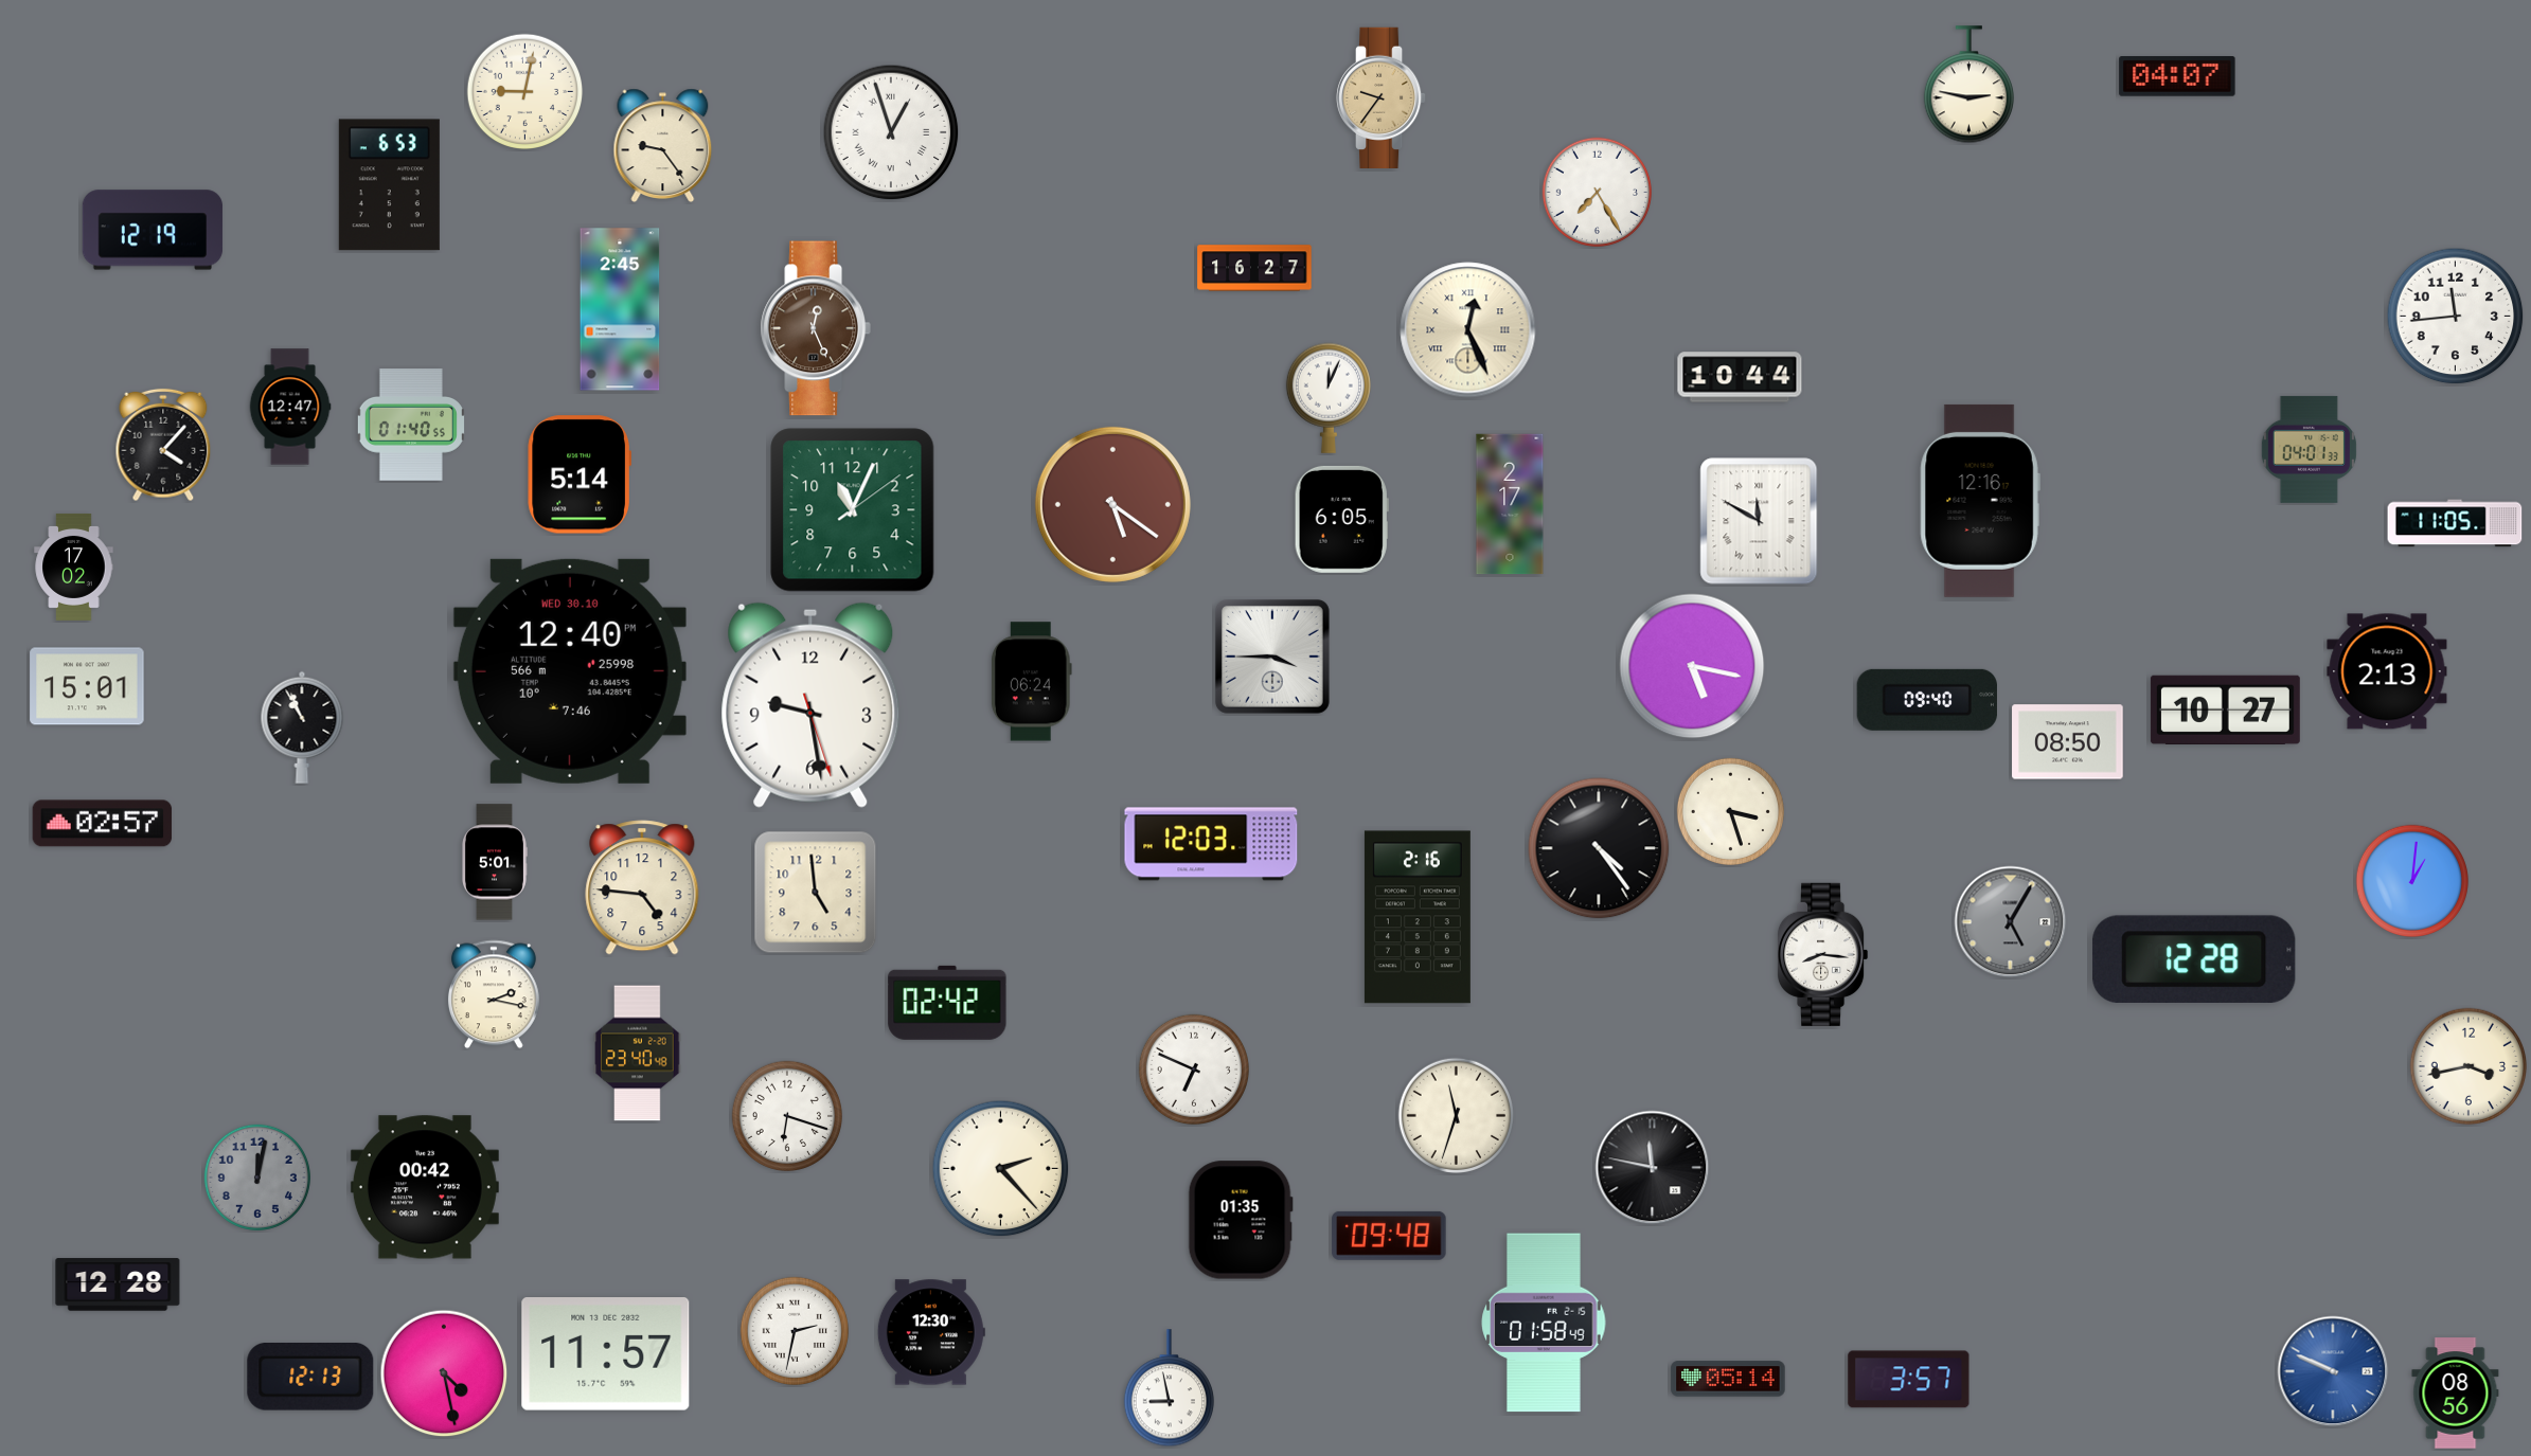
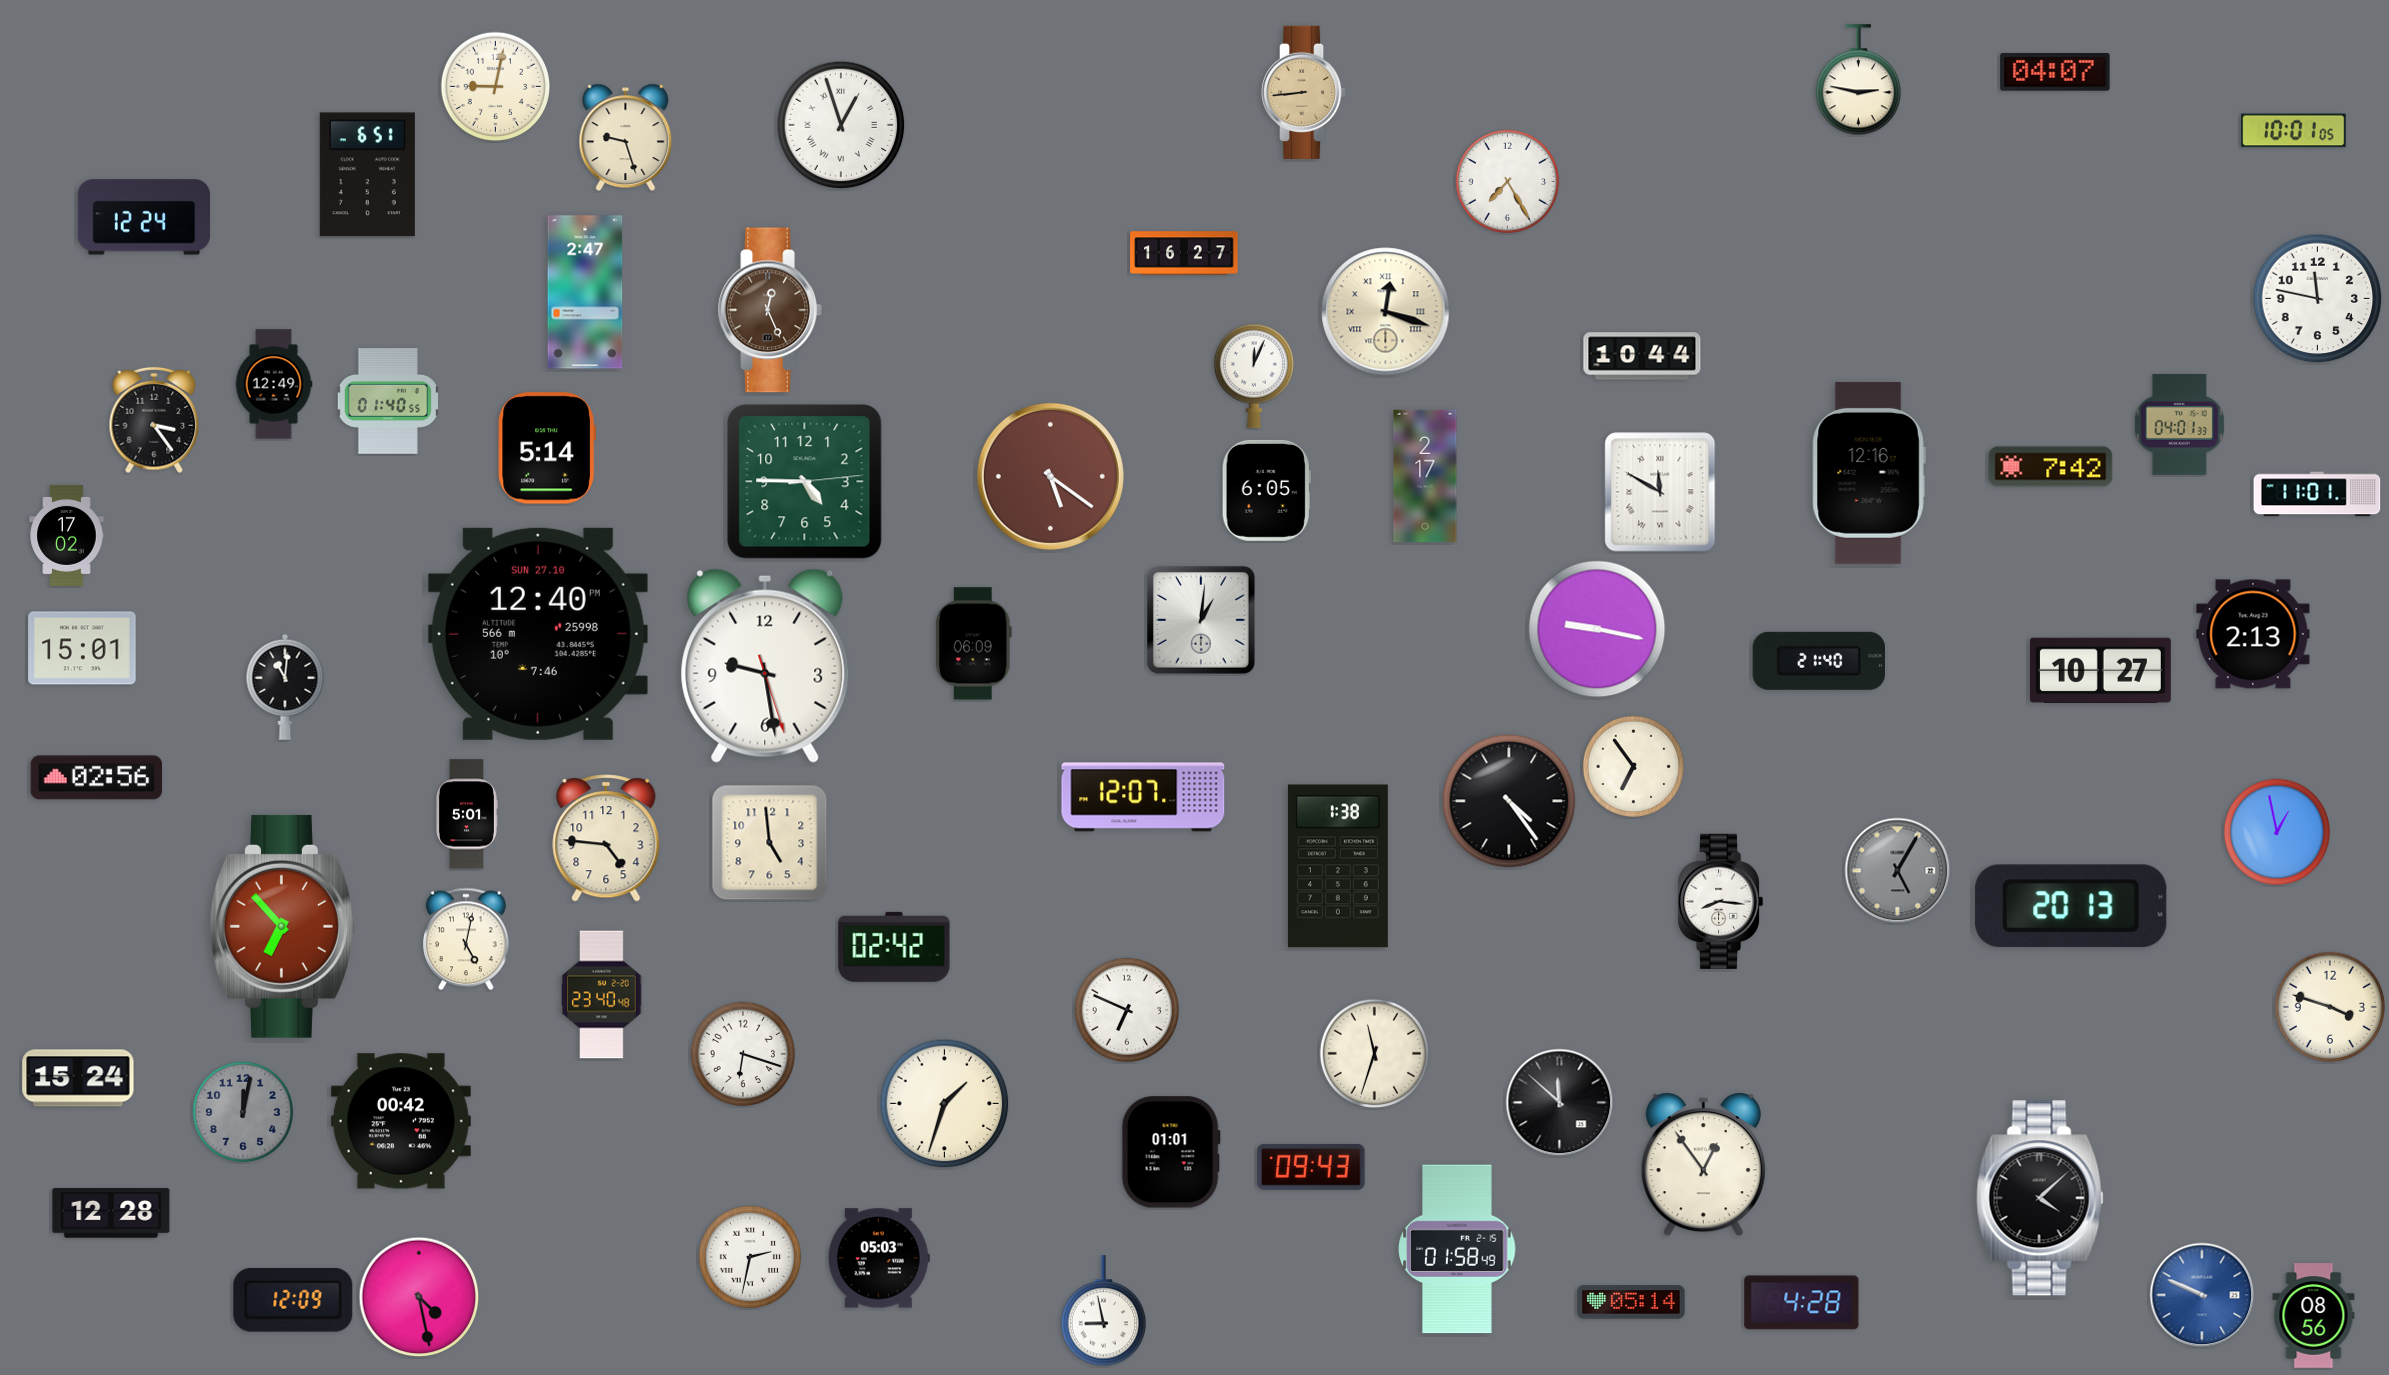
clock at (1382, 97): 9:36 -> 8:44
clock at (2294, 131): none -> 10:01
clock at (663, 145): 9:24 -> 9:27
clock at (389, 185): 6:53 -> 6:51
clock at (153, 230): 12:19 -> 12:24
clock at (620, 309): 2:45 -> 2:47
clock at (2456, 317): 11:44 -> 11:47
clock at (1468, 330): 12:26 -> 12:18
clock at (290, 407): 12:47 -> 12:49
clock at (163, 445): 4:07 -> 3:24
clock at (2051, 467): none -> 7:42
clock at (853, 510): 11:04 -> 4:45
clock at (2455, 523): 11:05 -> 11:01
clock at (74, 567) position: (74, 567) -> (67, 535)
clock at (1272, 657): 3:45 -> 1:01
clock at (1692, 666): 5:17 -> 9:17
clock at (570, 671) date: WED 30.10 -> SUN 27.10
clock at (1031, 682): 06:24 -> 06:09
clock at (1927, 700): 09:40 -> 21:40
clock at (302, 727): 10:56 -> 11:01
clock at (2068, 742): 08:50 -> none
clock at (1730, 811): 3:27 -> 6:54
clock at (103, 824): 02:57 -> 02:56
clock at (1211, 844): 12:03 -> 12:07
clock at (2411, 880): 1:01 -> 12:58
clock at (1418, 917): 2:16 -> 1:38
clock at (2195, 959): 12:28 -> 20:13
clock at (283, 926): none -> 6:53
clock at (494, 994): 2:17 -> 5:02
clock at (2468, 1066): 3:43 -> 3:48
clock at (78, 1078): none -> 15:24
clock at (1653, 1168): 11:47 -> 11:52
clock at (1001, 1169): 2:23 -> 1:33
clock at (1241, 1220): 01:35 -> 01:01
clock at (1703, 1165): none -> 12:54
clock at (1389, 1236): 09:48 -> 09:43
clock at (2040, 1198): none -> 4:08
clock at (931, 1332): 12:30 -> 05:03
clock at (606, 1354): 11:57 -> none
clock at (310, 1378): 12:13 -> 12:09
clock at (1909, 1380): 3:57 -> 4:28
clock at (2456, 1394) position: (2456, 1394) -> (2314, 1316)
